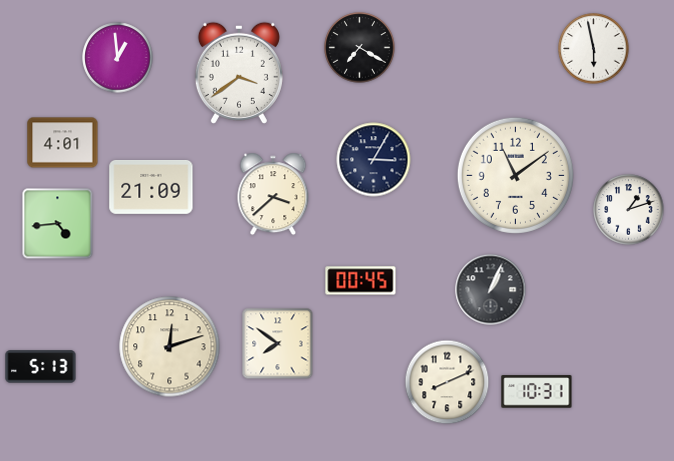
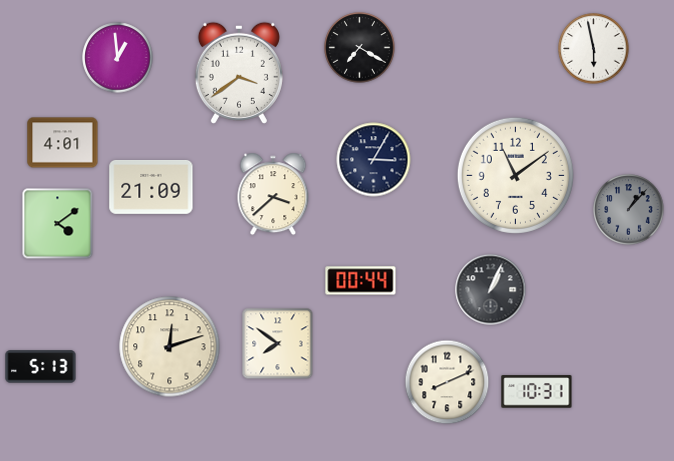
clock at (629, 210): 1:12 -> 1:07
clock at (629, 210) dial: white -> grey
clock at (58, 224): 4:44 -> 4:09
clock at (361, 281): 00:45 -> 00:44
